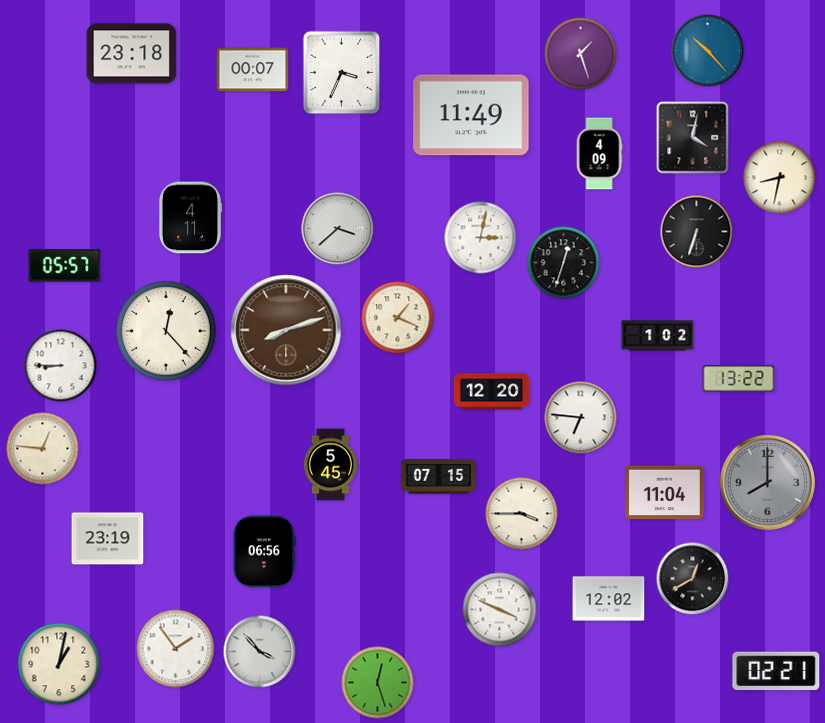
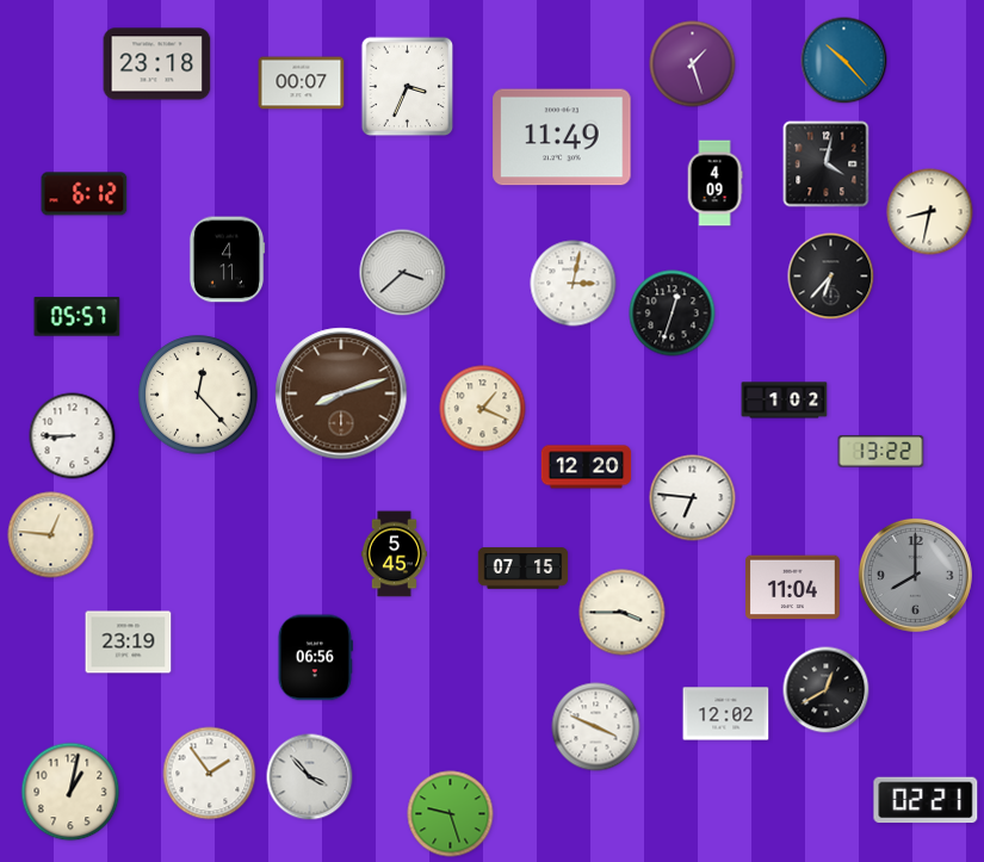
clock at (85, 194): none -> 6:12
clock at (697, 232): 6:33 -> 6:37
clock at (398, 318) position: (398, 318) -> (483, 409)
clock at (378, 683): 12:27 -> 9:27
